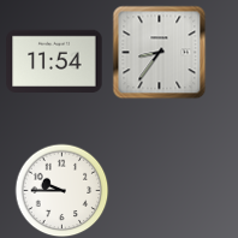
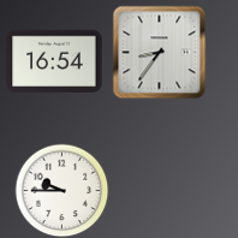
clock at (54, 60): 11:54 -> 16:54
